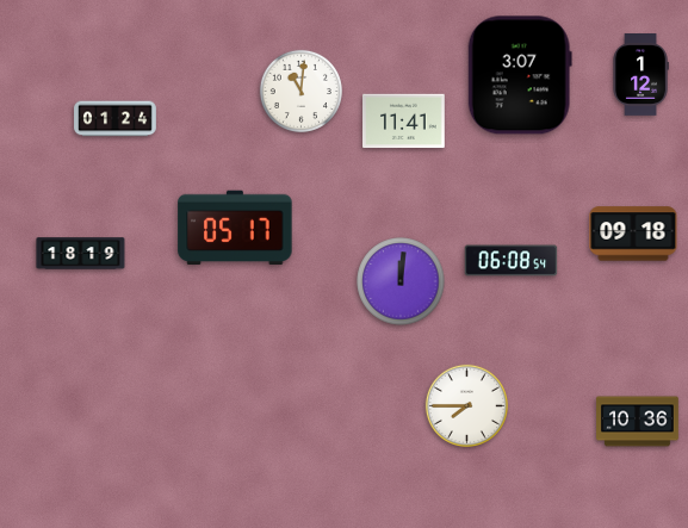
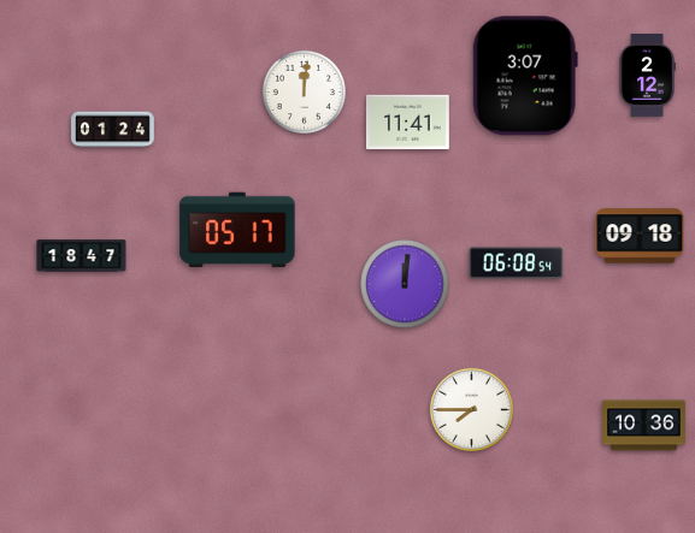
clock at (640, 75): 1:12 -> 2:12
clock at (300, 91): 11:01 -> 12:01
clock at (116, 119) position: (116, 119) -> (113, 130)
clock at (81, 254): 18:19 -> 18:47
